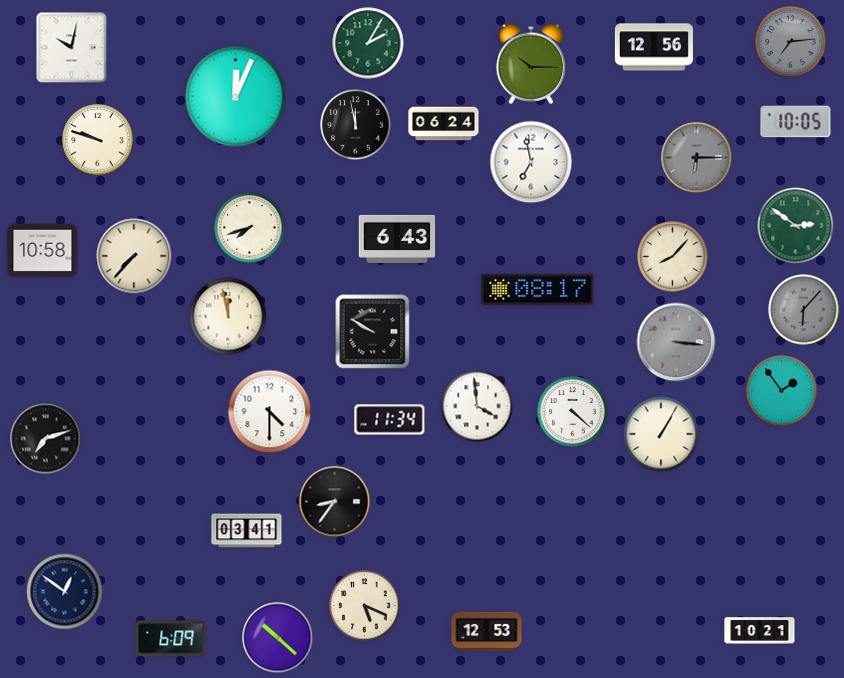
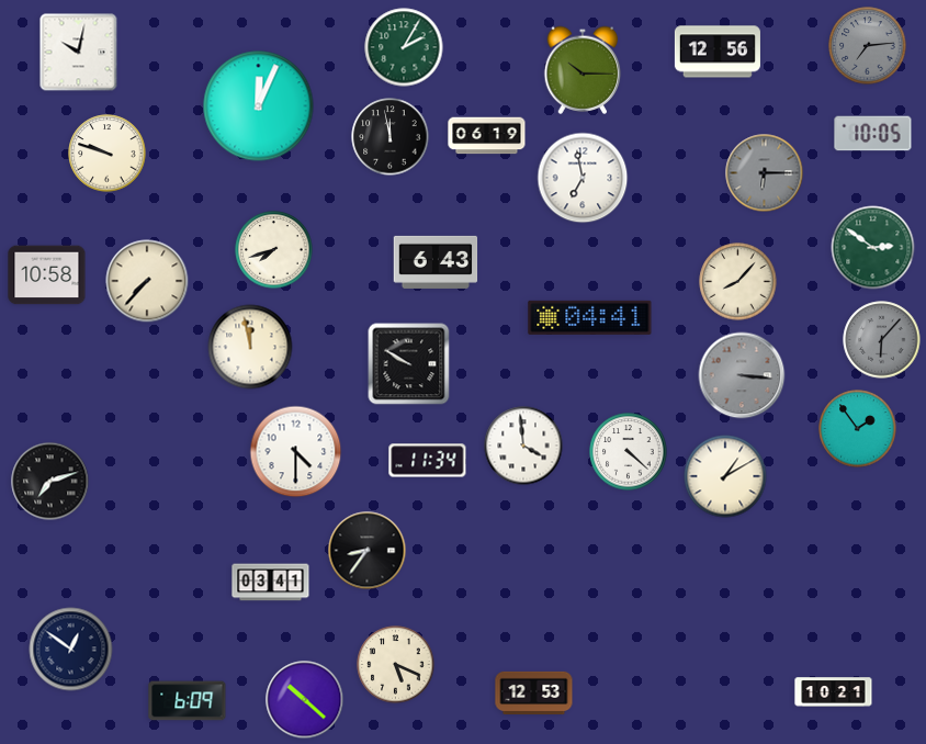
clock at (444, 124): 06:24 -> 06:19
clock at (538, 289): 08:17 -> 04:41
clock at (661, 434): 1:05 -> 1:10
clock at (365, 606) position: (365, 606) -> (396, 665)
